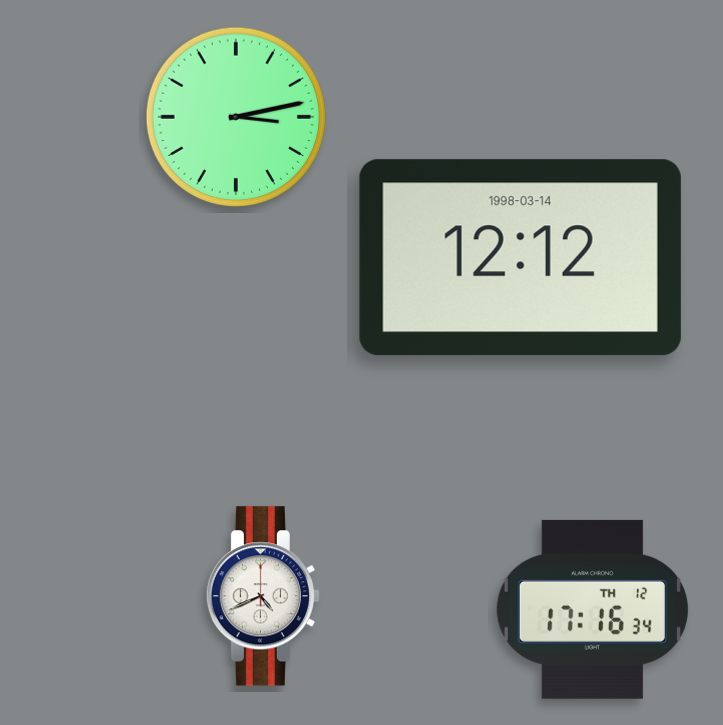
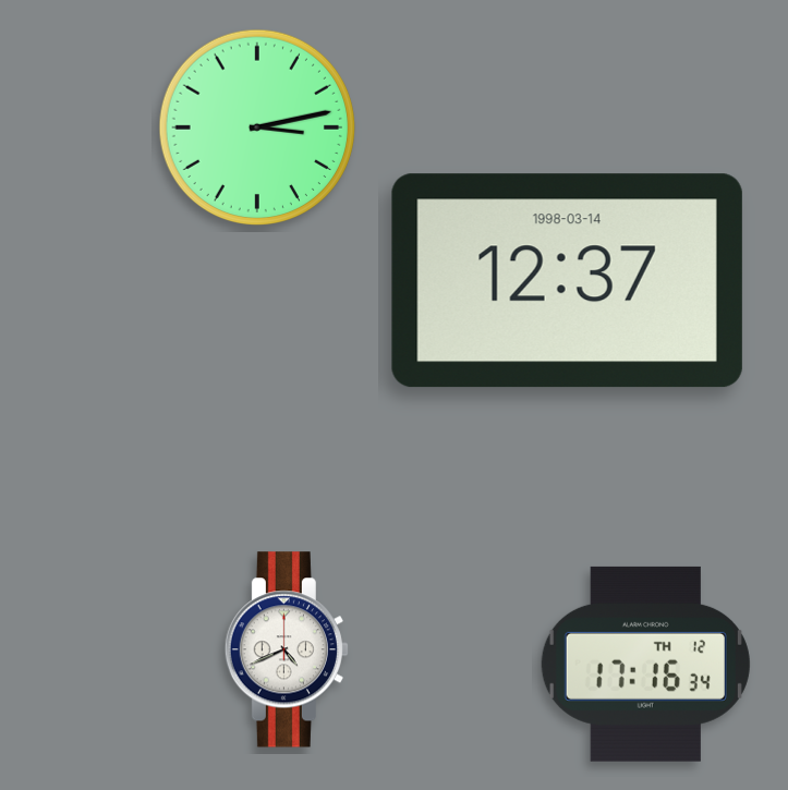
clock at (520, 258): 12:12 -> 12:37
